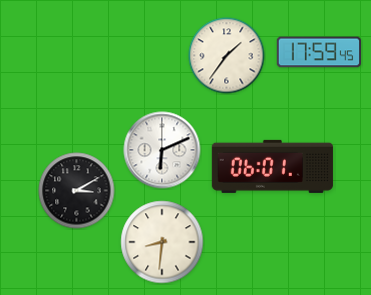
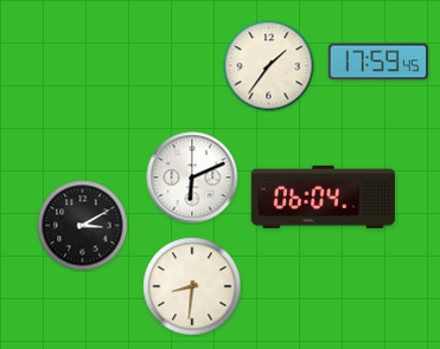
clock at (272, 166): 06:01 -> 06:04
clock at (77, 191) position: (77, 191) -> (83, 226)
